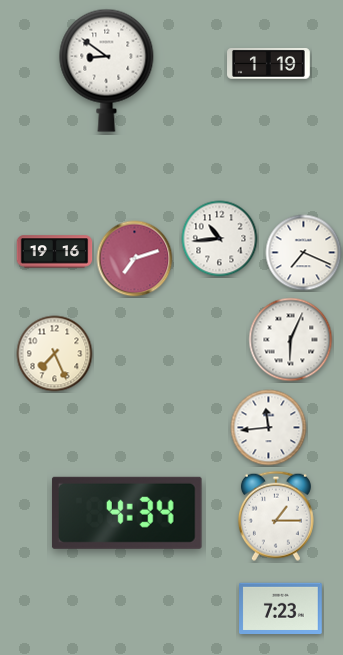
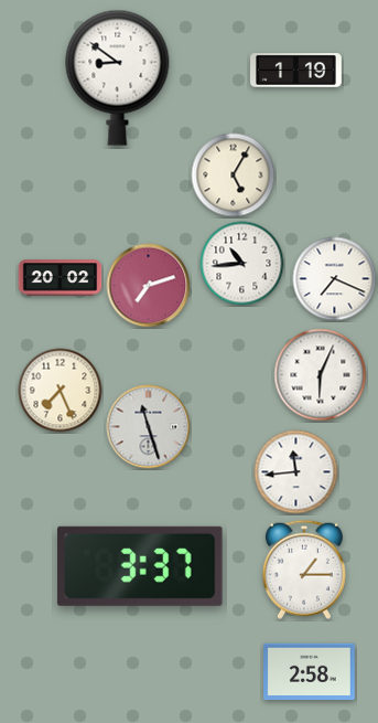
clock at (234, 176): none -> 5:05
clock at (55, 252): 19:16 -> 20:02
clock at (149, 427): none -> 11:27
clock at (127, 513): 4:34 -> 3:37
clock at (281, 609): 7:23 -> 2:58
